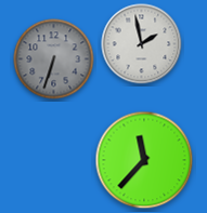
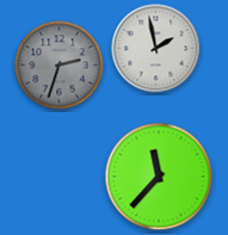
clock at (54, 59): 6:33 -> 2:33
